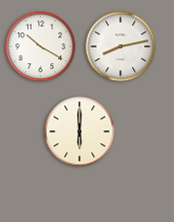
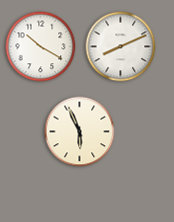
clock at (121, 47): 8:13 -> 8:11
clock at (80, 132): 6:00 -> 5:56
